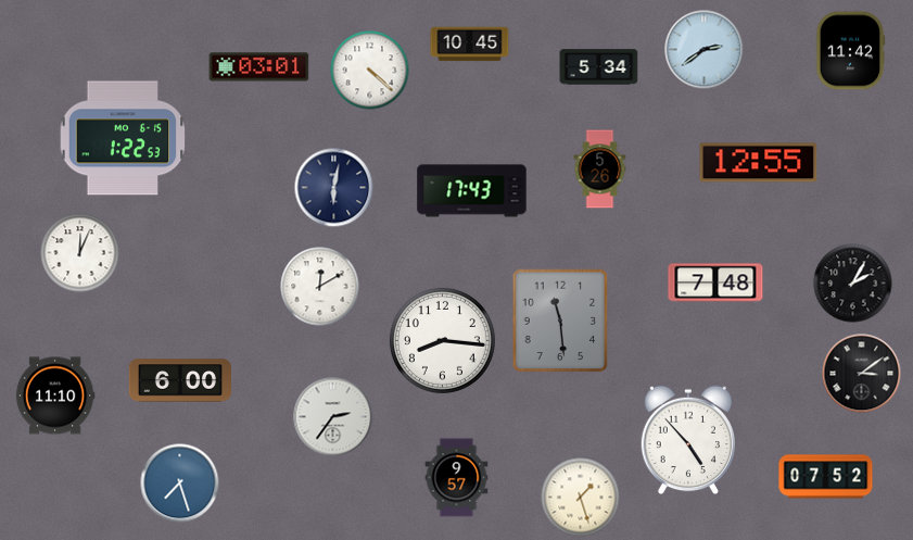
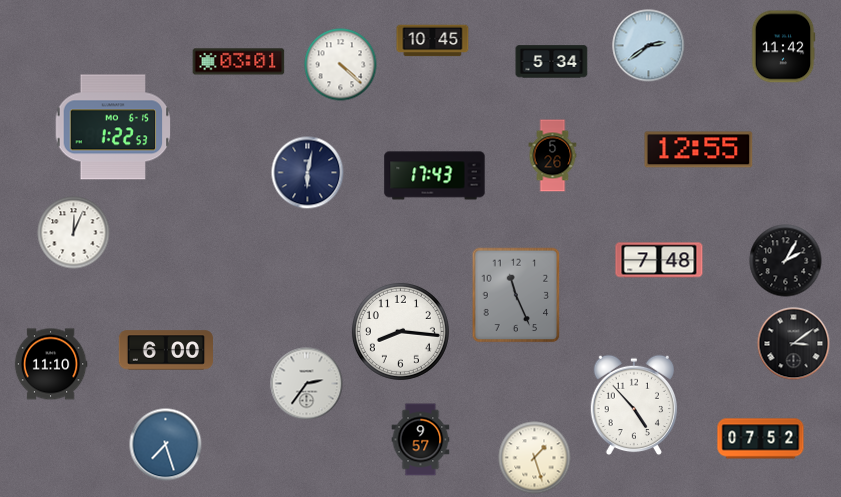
clock at (320, 287): 12:10 -> none
clock at (560, 321): 11:29 -> 11:26
clock at (442, 340) position: (442, 340) -> (400, 331)
